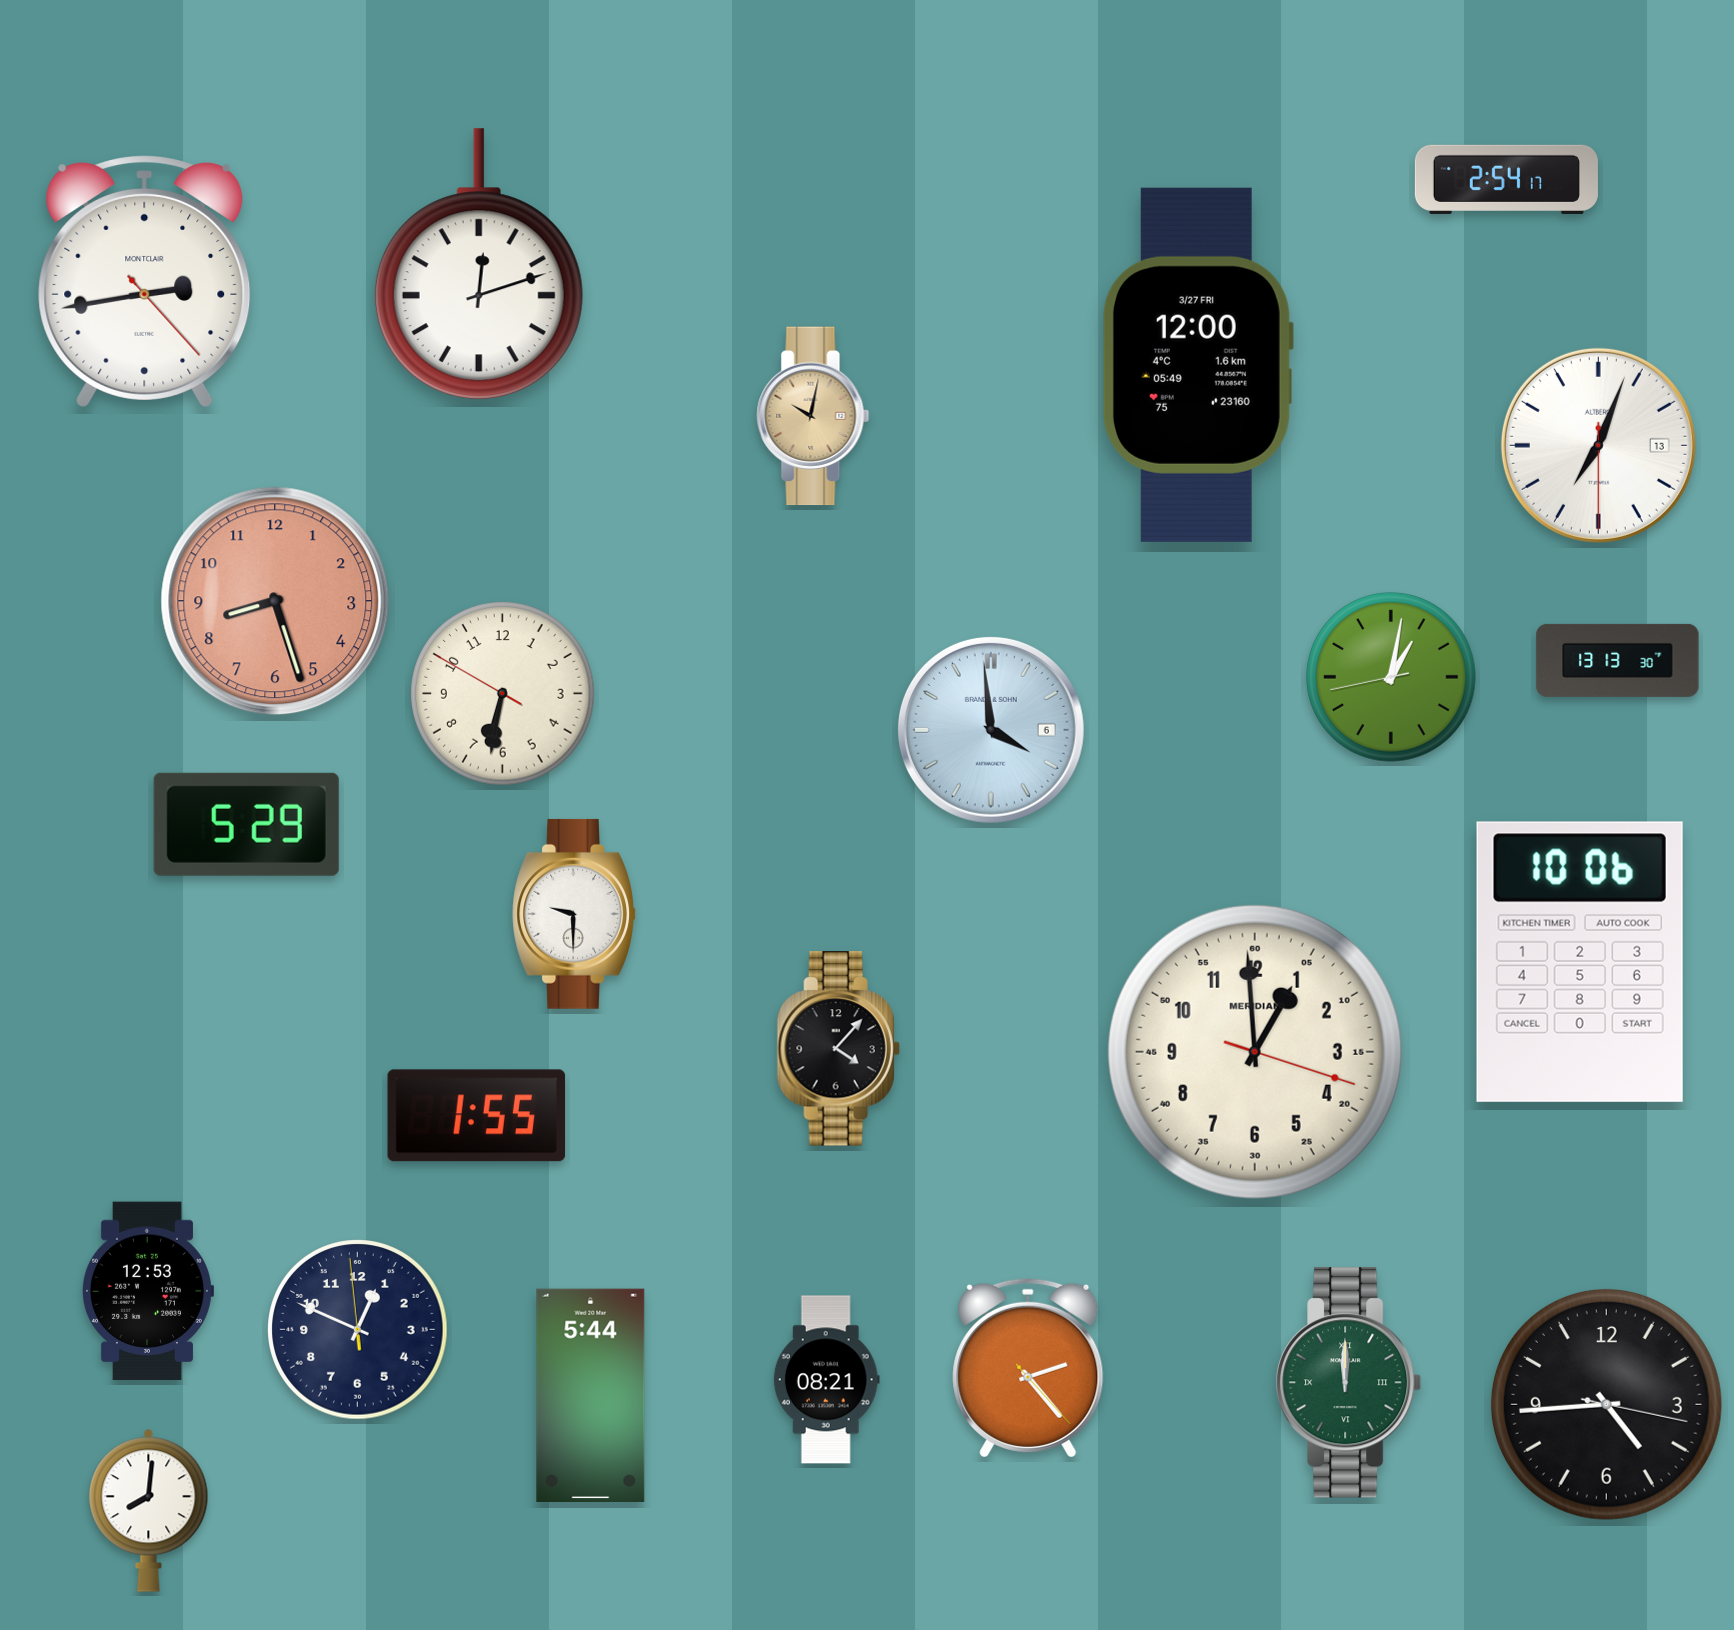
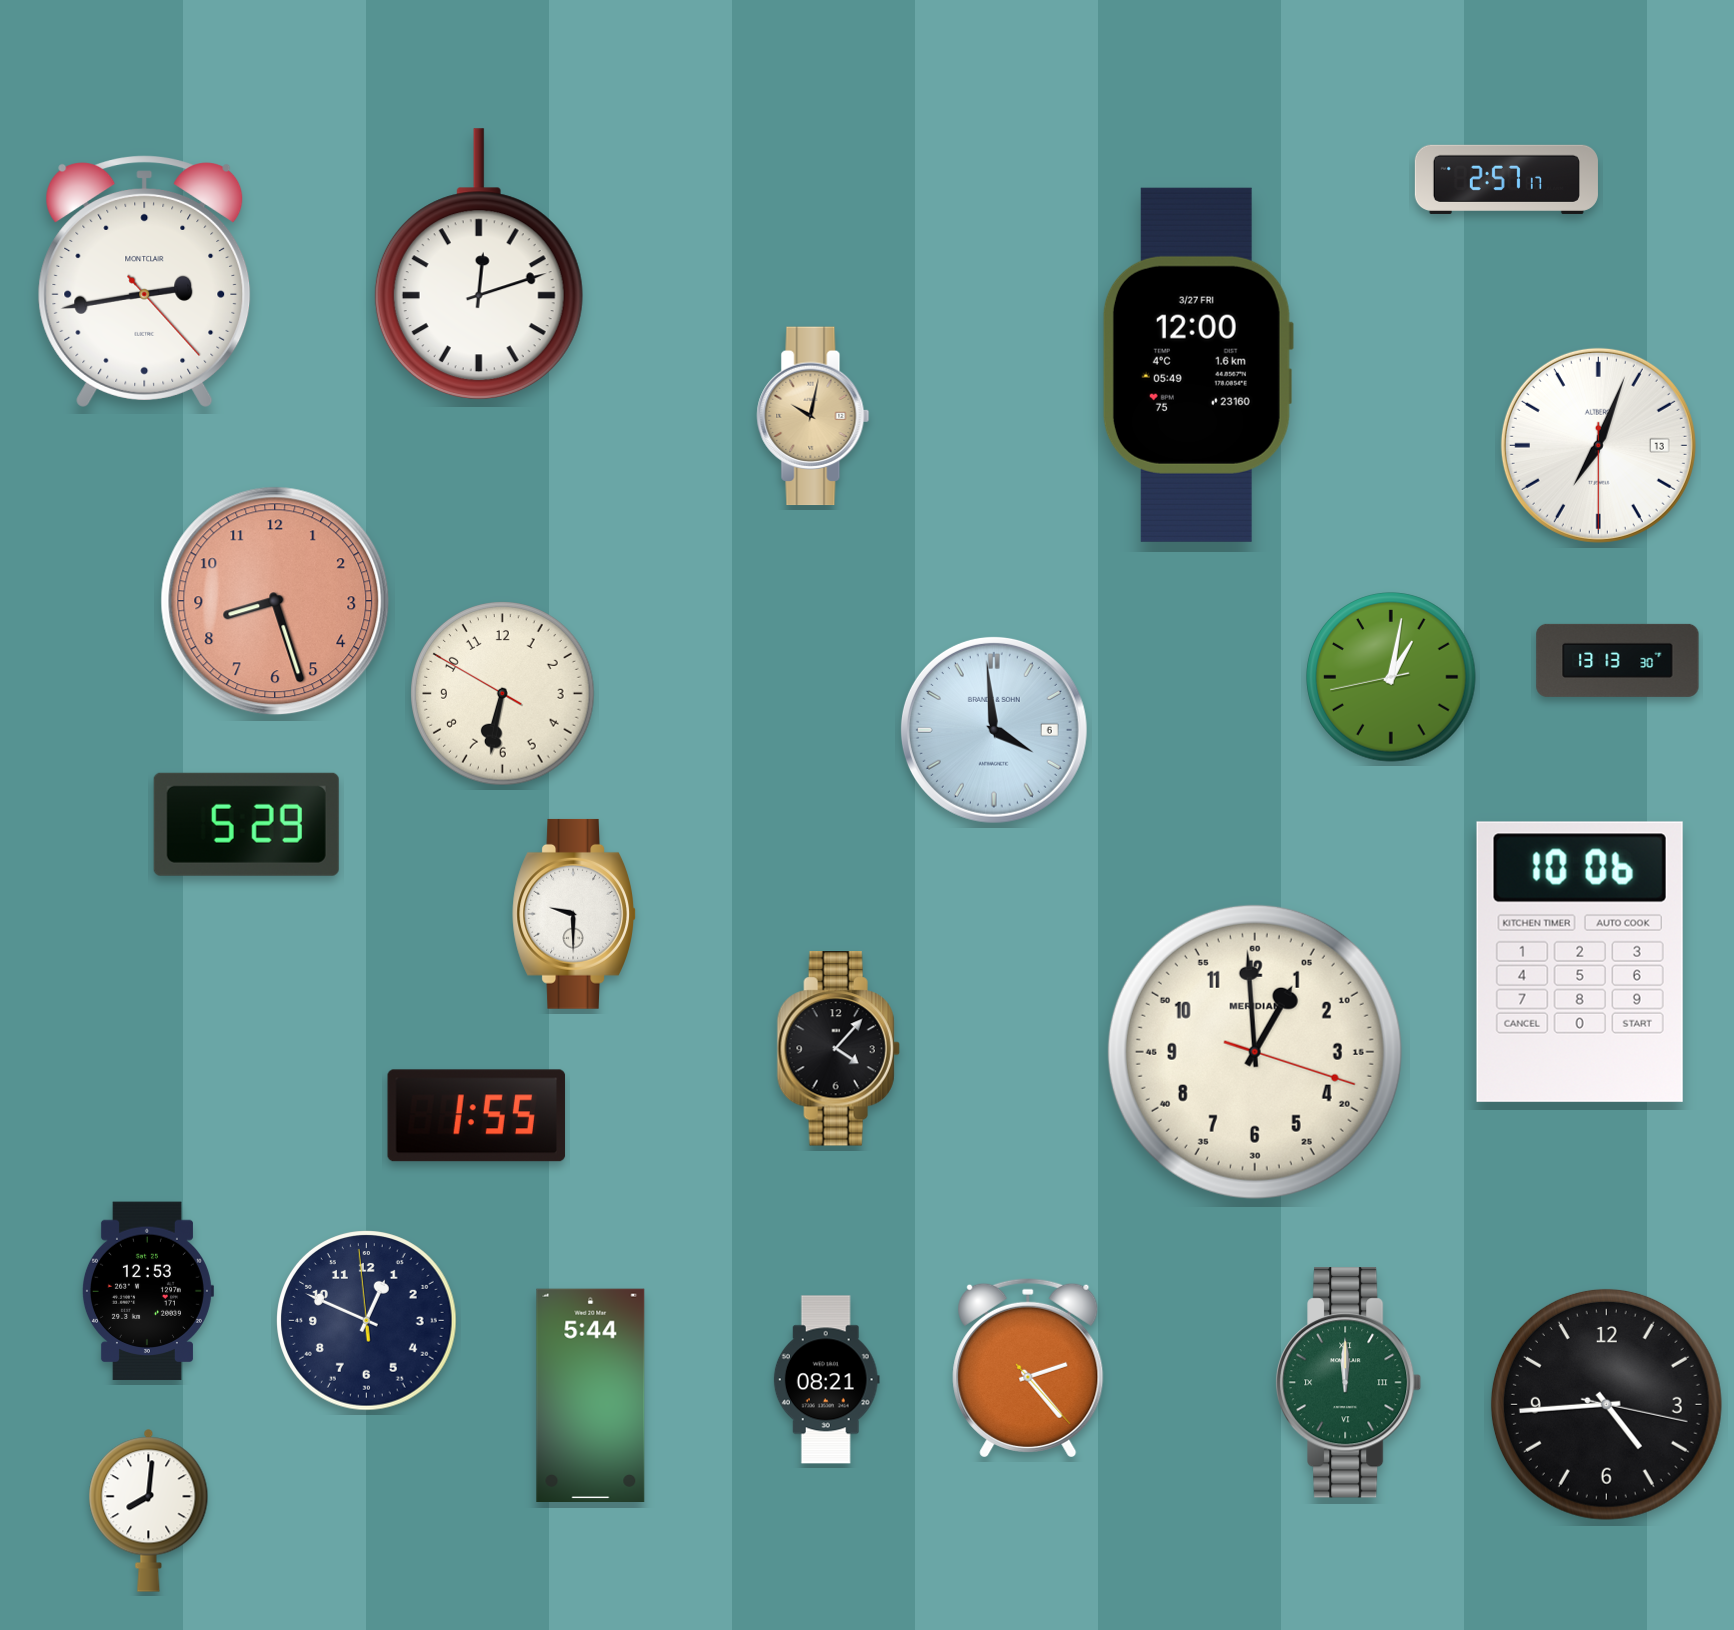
clock at (1506, 179): 2:54 -> 2:57
clock at (991, 730) position: (991, 730) -> (994, 730)
clock at (358, 1330) position: (358, 1330) -> (367, 1321)
